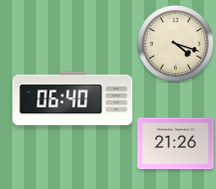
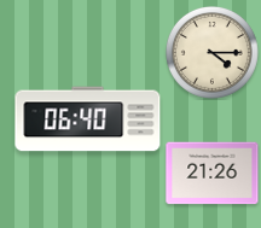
clock at (175, 43): 4:18 -> 4:15
